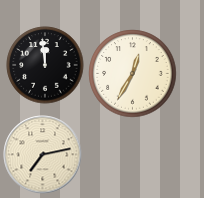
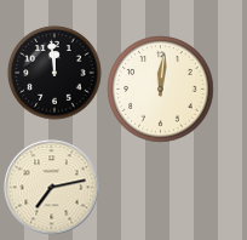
clock at (45, 65) position: (45, 65) -> (54, 73)
clock at (133, 74): 12:35 -> 12:01
